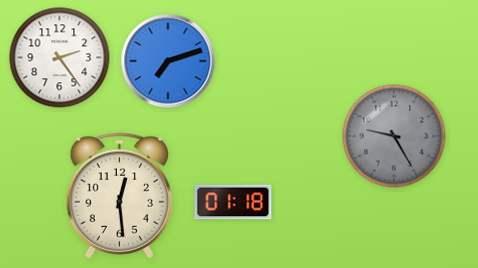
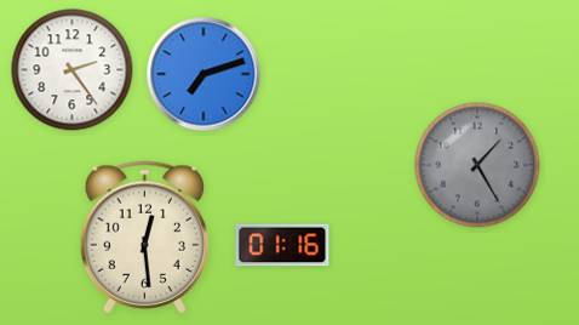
clock at (394, 136): 9:25 -> 1:25
clock at (233, 202): 01:18 -> 01:16
